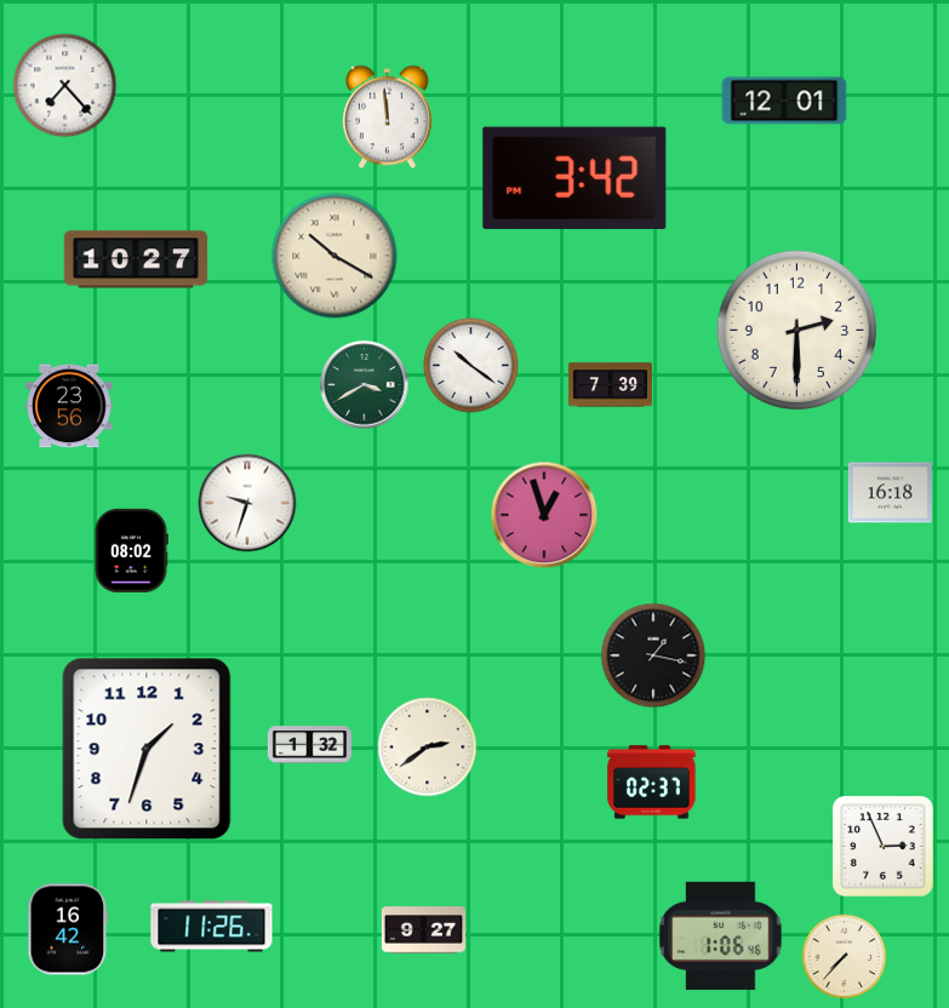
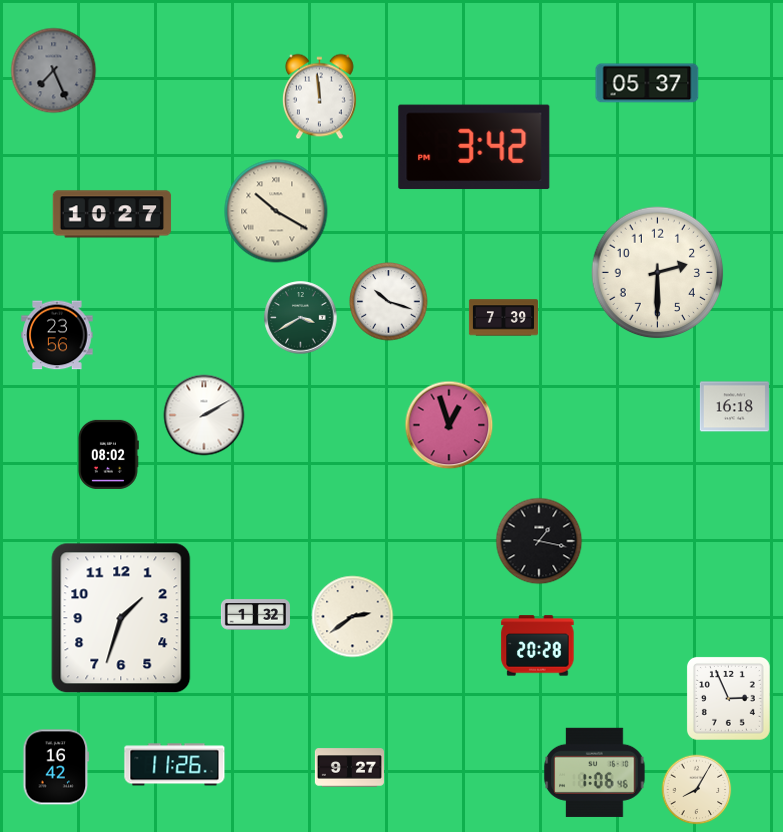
clock at (65, 86): 7:23 -> 7:26
clock at (65, 86) dial: white -> grey
clock at (784, 101): 12:01 -> 05:37
clock at (471, 366): 10:21 -> 10:18
clock at (247, 503): 9:33 -> 2:10
clock at (652, 783): 02:37 -> 20:28
clock at (845, 957): 7:37 -> 8:05
